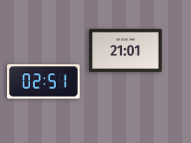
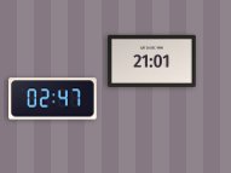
clock at (44, 82): 02:51 -> 02:47
